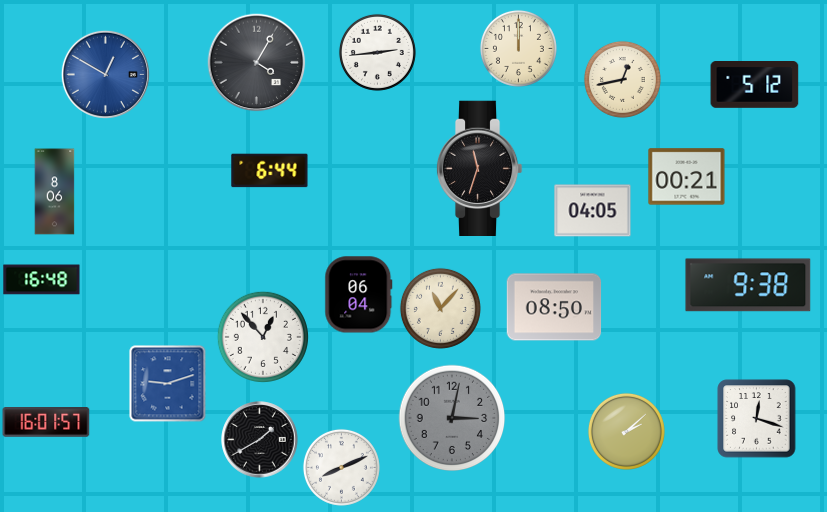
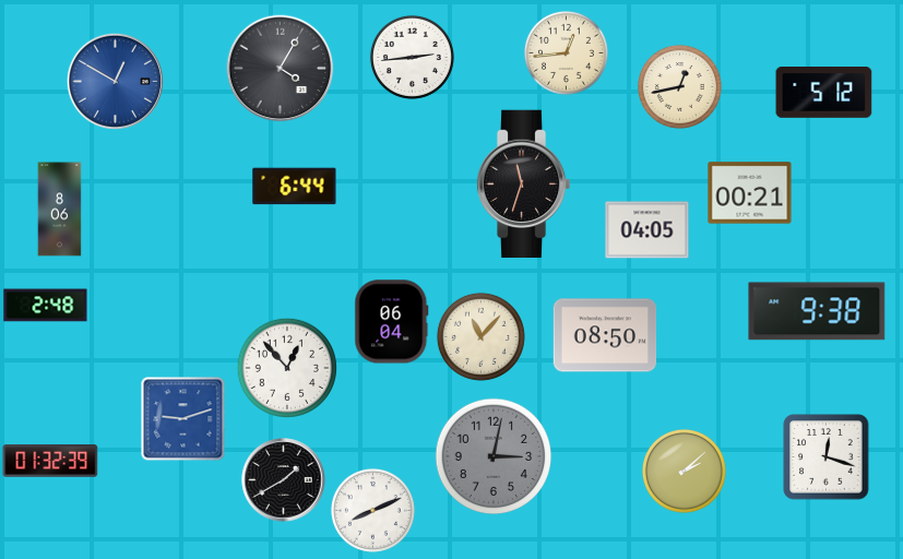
clock at (518, 48): 12:00 -> 12:44
clock at (42, 280): 16:48 -> 2:48
clock at (46, 423): 16:01 -> 01:32
